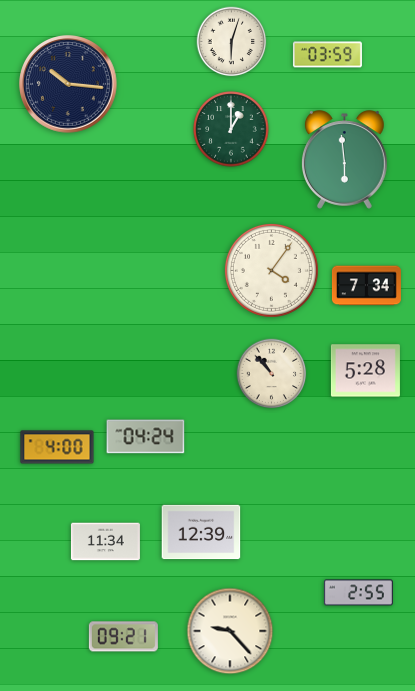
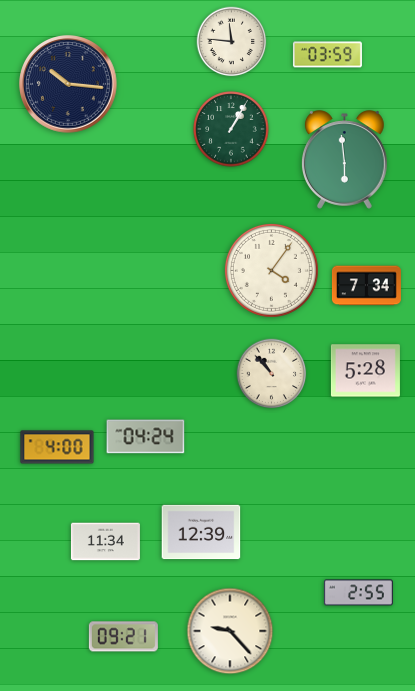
clock at (232, 42): 6:03 -> 11:46
clock at (231, 129): 1:00 -> 1:05
